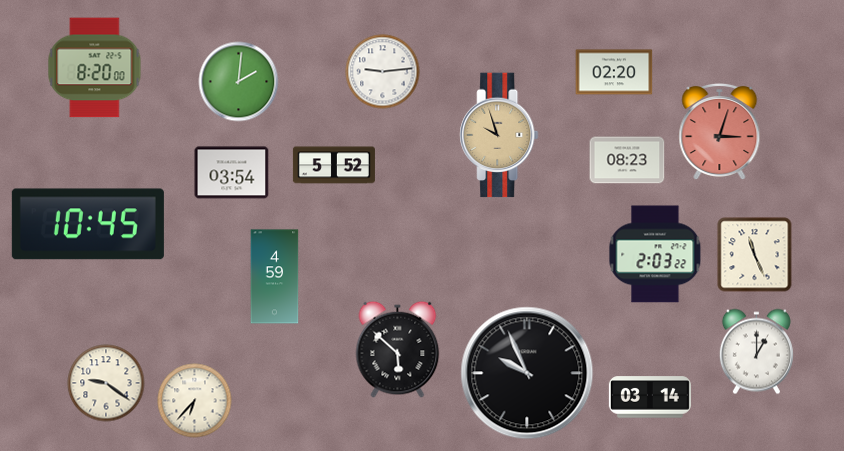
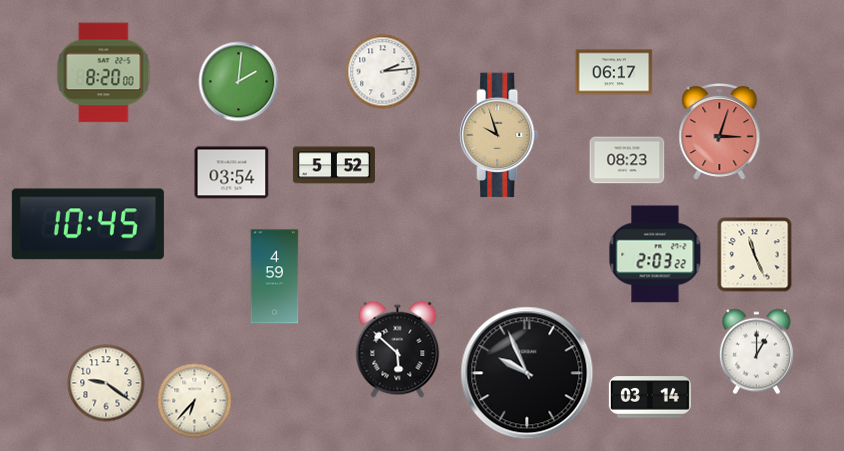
clock at (95, 68) position: (95, 68) -> (104, 73)
clock at (383, 72): 9:14 -> 2:14
clock at (614, 72): 02:20 -> 06:17
